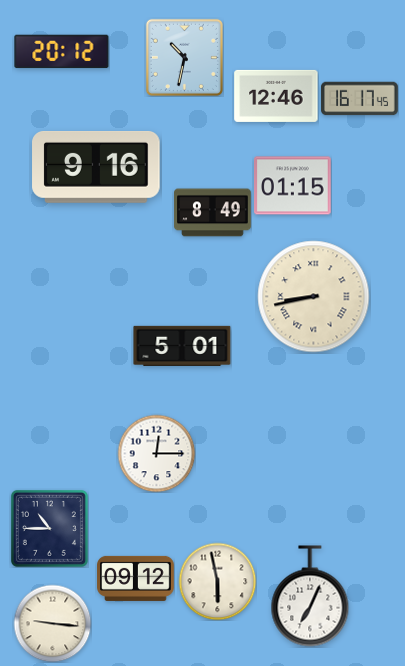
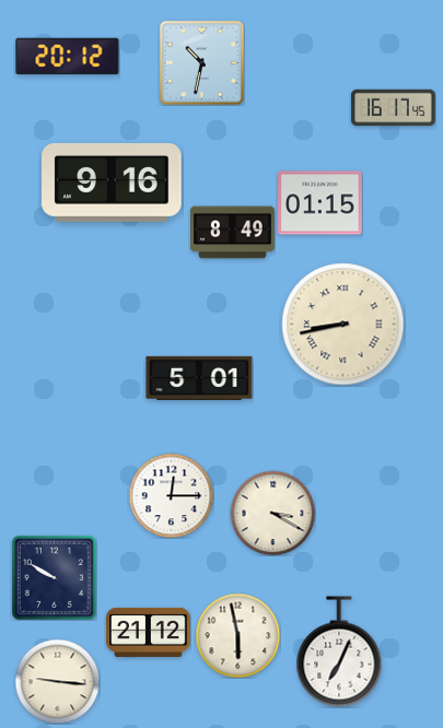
clock at (276, 96): 12:46 -> none
clock at (96, 167) position: (96, 167) -> (112, 183)
clock at (272, 513): none -> 3:20
clock at (49, 528): 10:45 -> 9:50
clock at (136, 578): 09:12 -> 21:12
